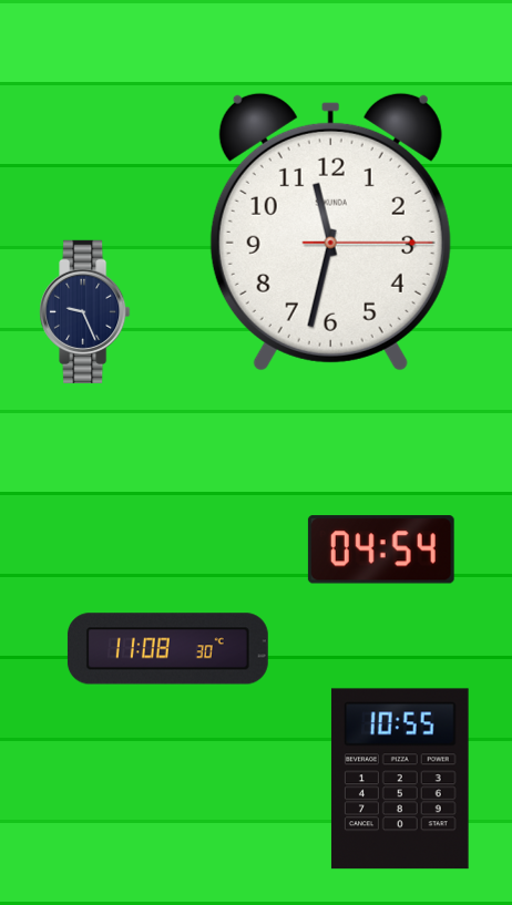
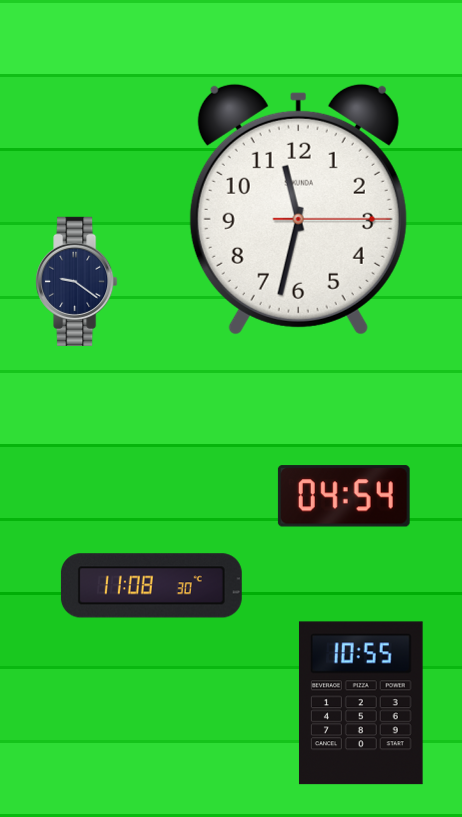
clock at (85, 311): 9:26 -> 9:21
